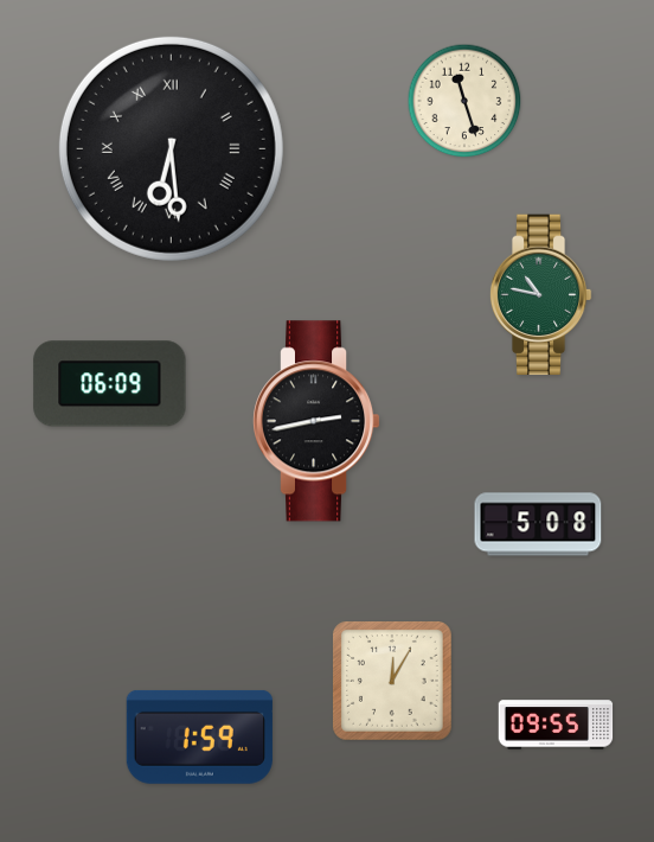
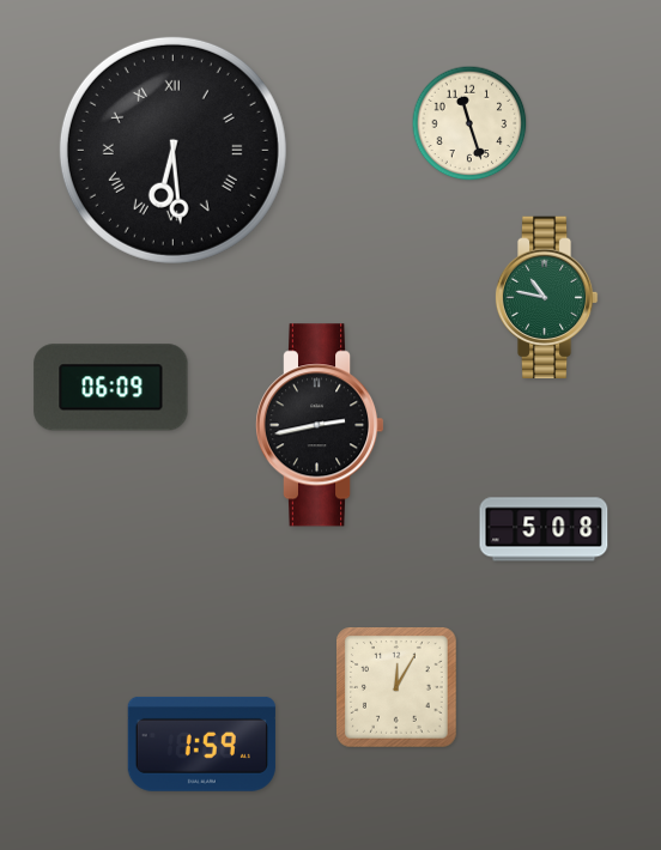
clock at (464, 101) position: (464, 101) -> (469, 123)
clock at (556, 725): 09:55 -> none
